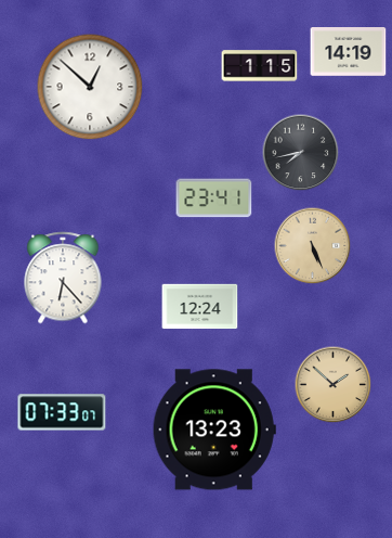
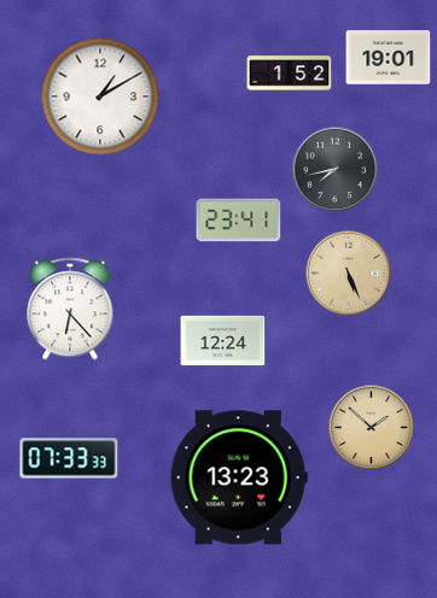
clock at (349, 52): 14:19 -> 19:01
clock at (260, 66): 1:15 -> 1:52
clock at (90, 87): 12:52 -> 1:10
clock at (62, 412): 07:33:07 -> 07:33:33
